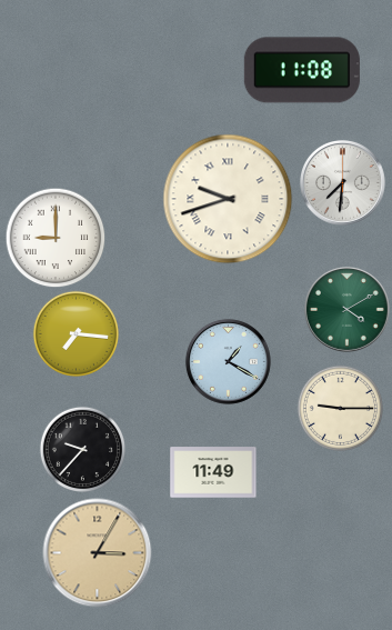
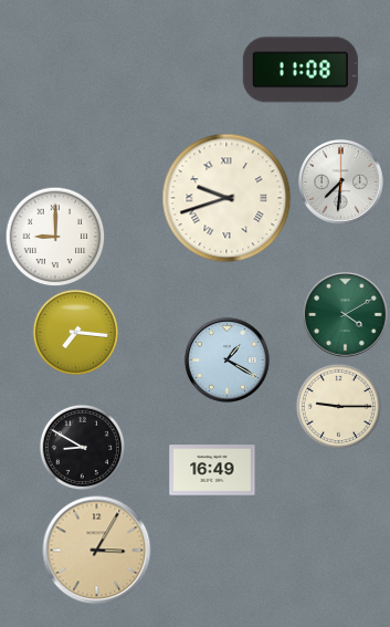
clock at (346, 309) position: (346, 309) -> (345, 314)
clock at (82, 449): 9:37 -> 8:50
clock at (213, 472): 11:49 -> 16:49
